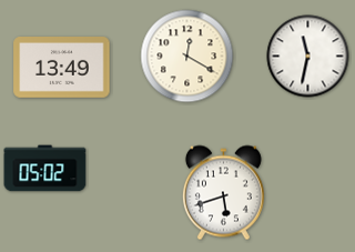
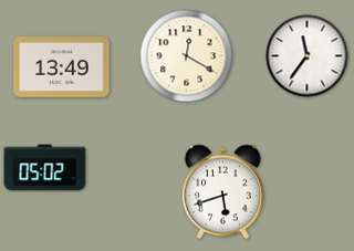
clock at (308, 57): 11:32 -> 11:36
